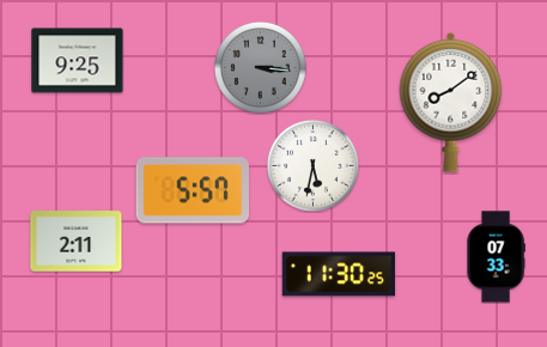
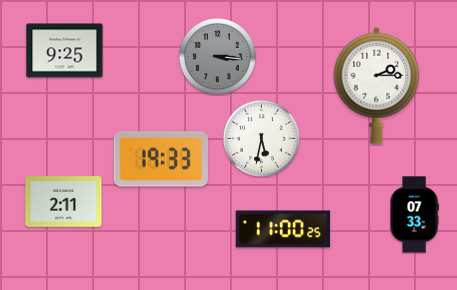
clock at (451, 102): 8:09 -> 2:15
clock at (192, 190): 5:57 -> 19:33
clock at (339, 274): 11:30 -> 11:00
